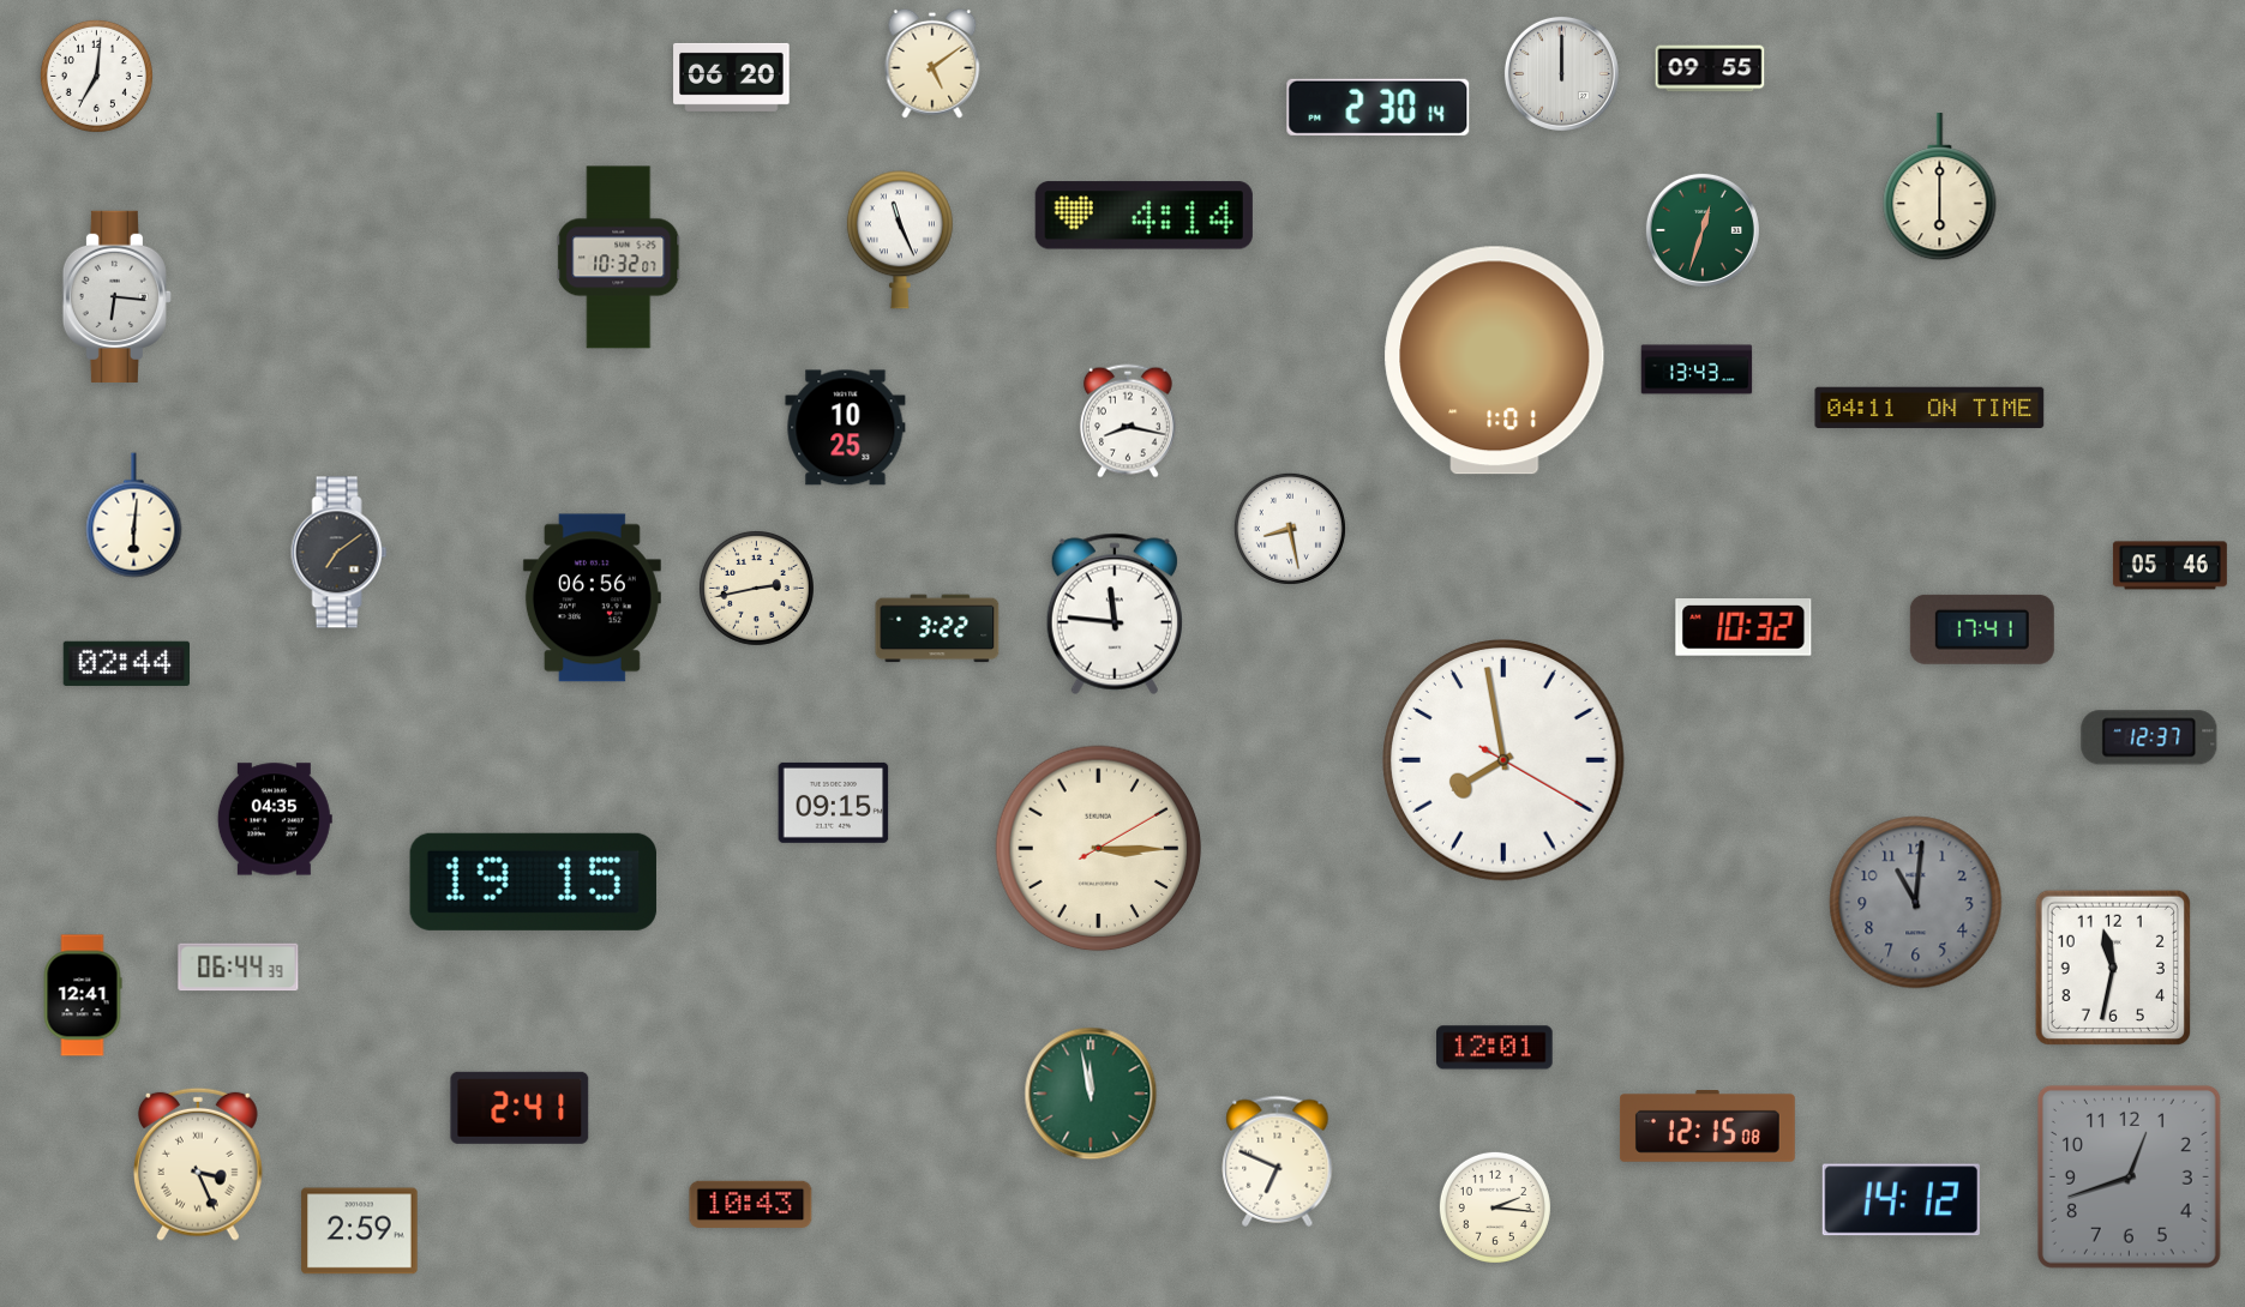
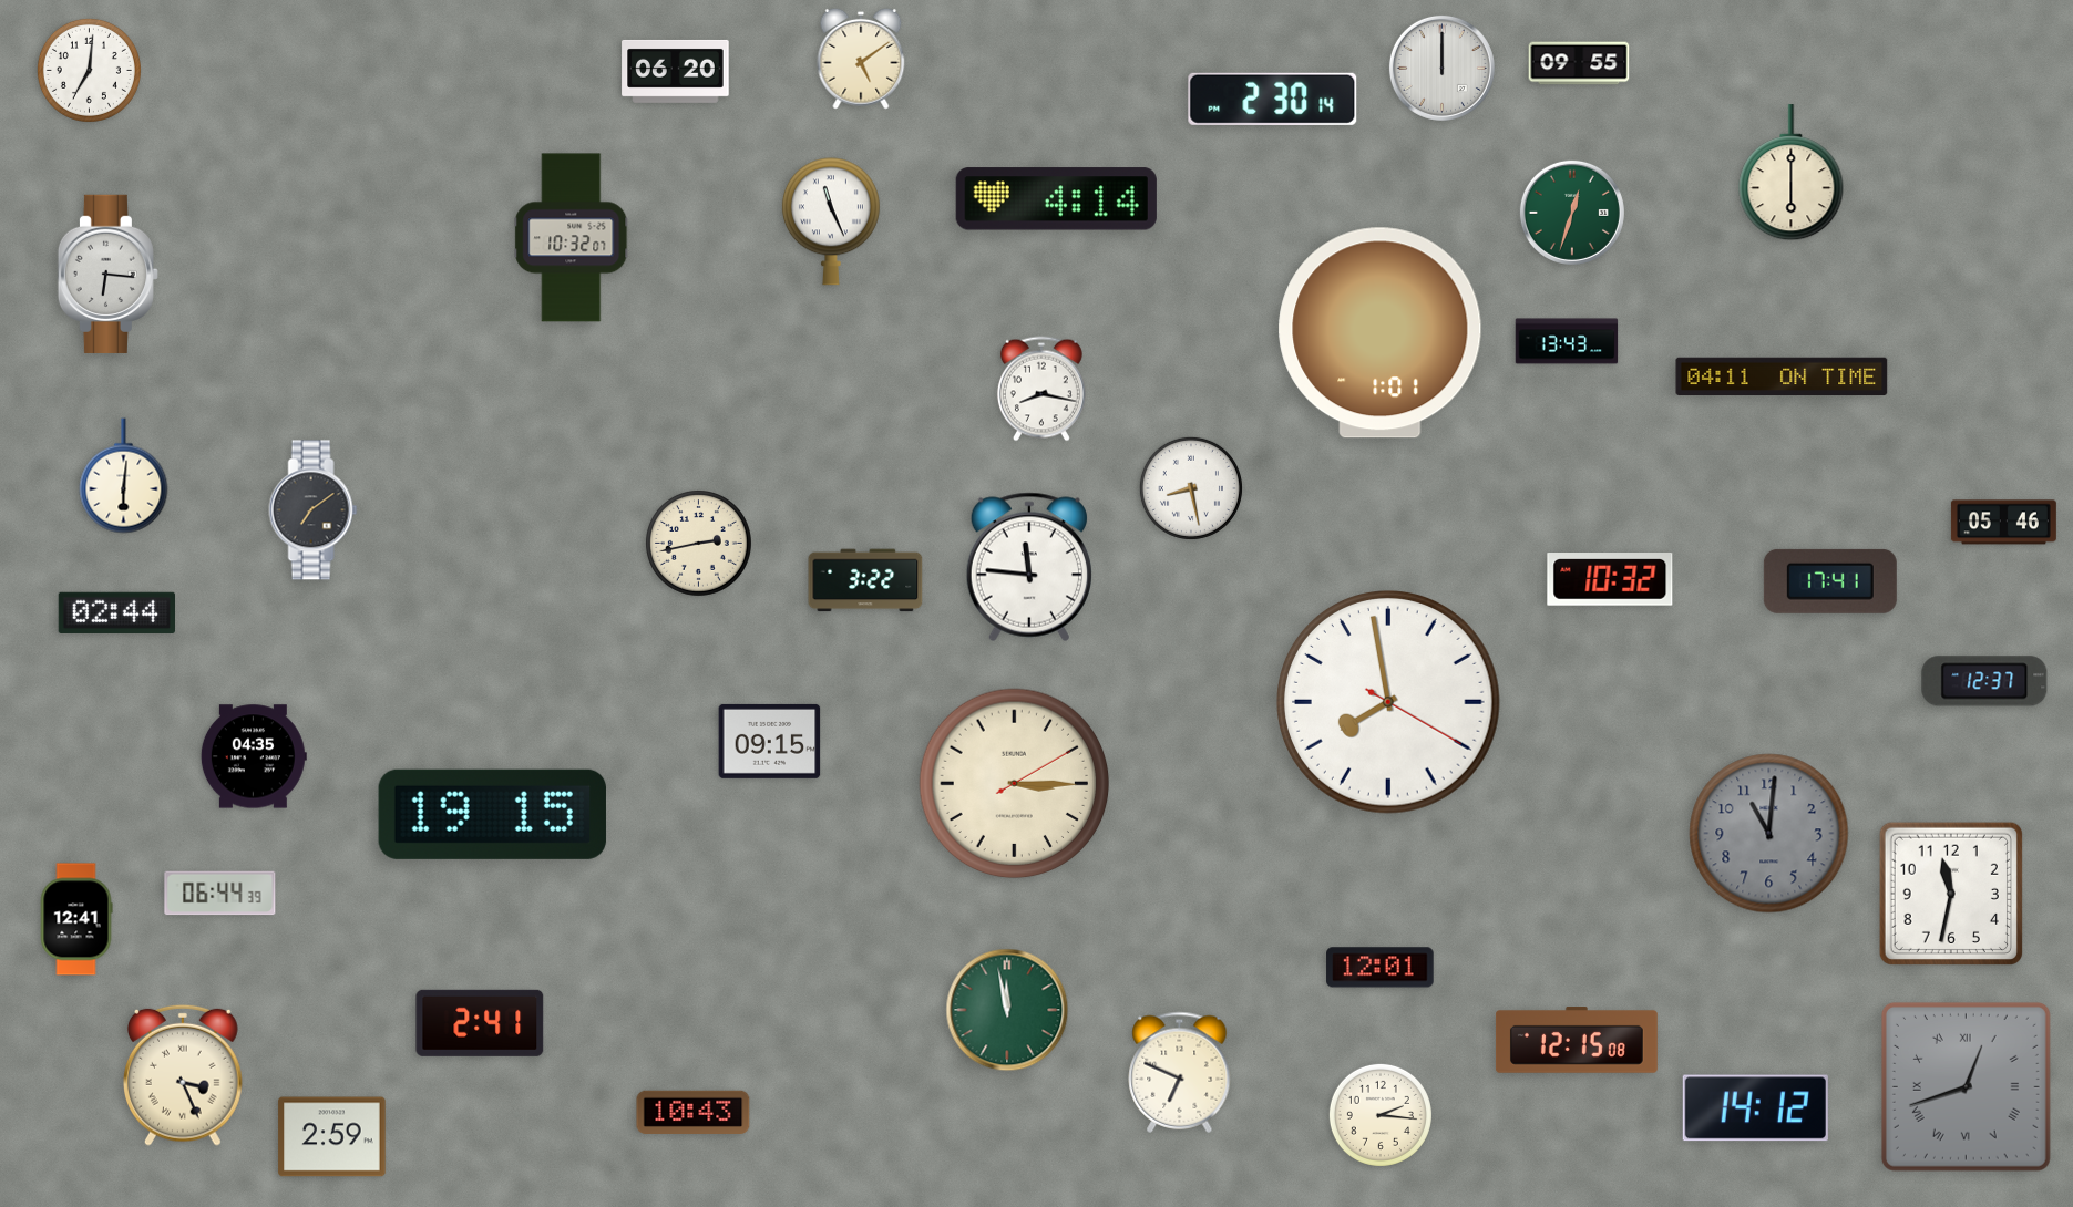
clock at (846, 428): 10:25 -> none
clock at (592, 598): 06:56 -> none
clock at (2129, 1176) numerals: Arabic -> Roman
